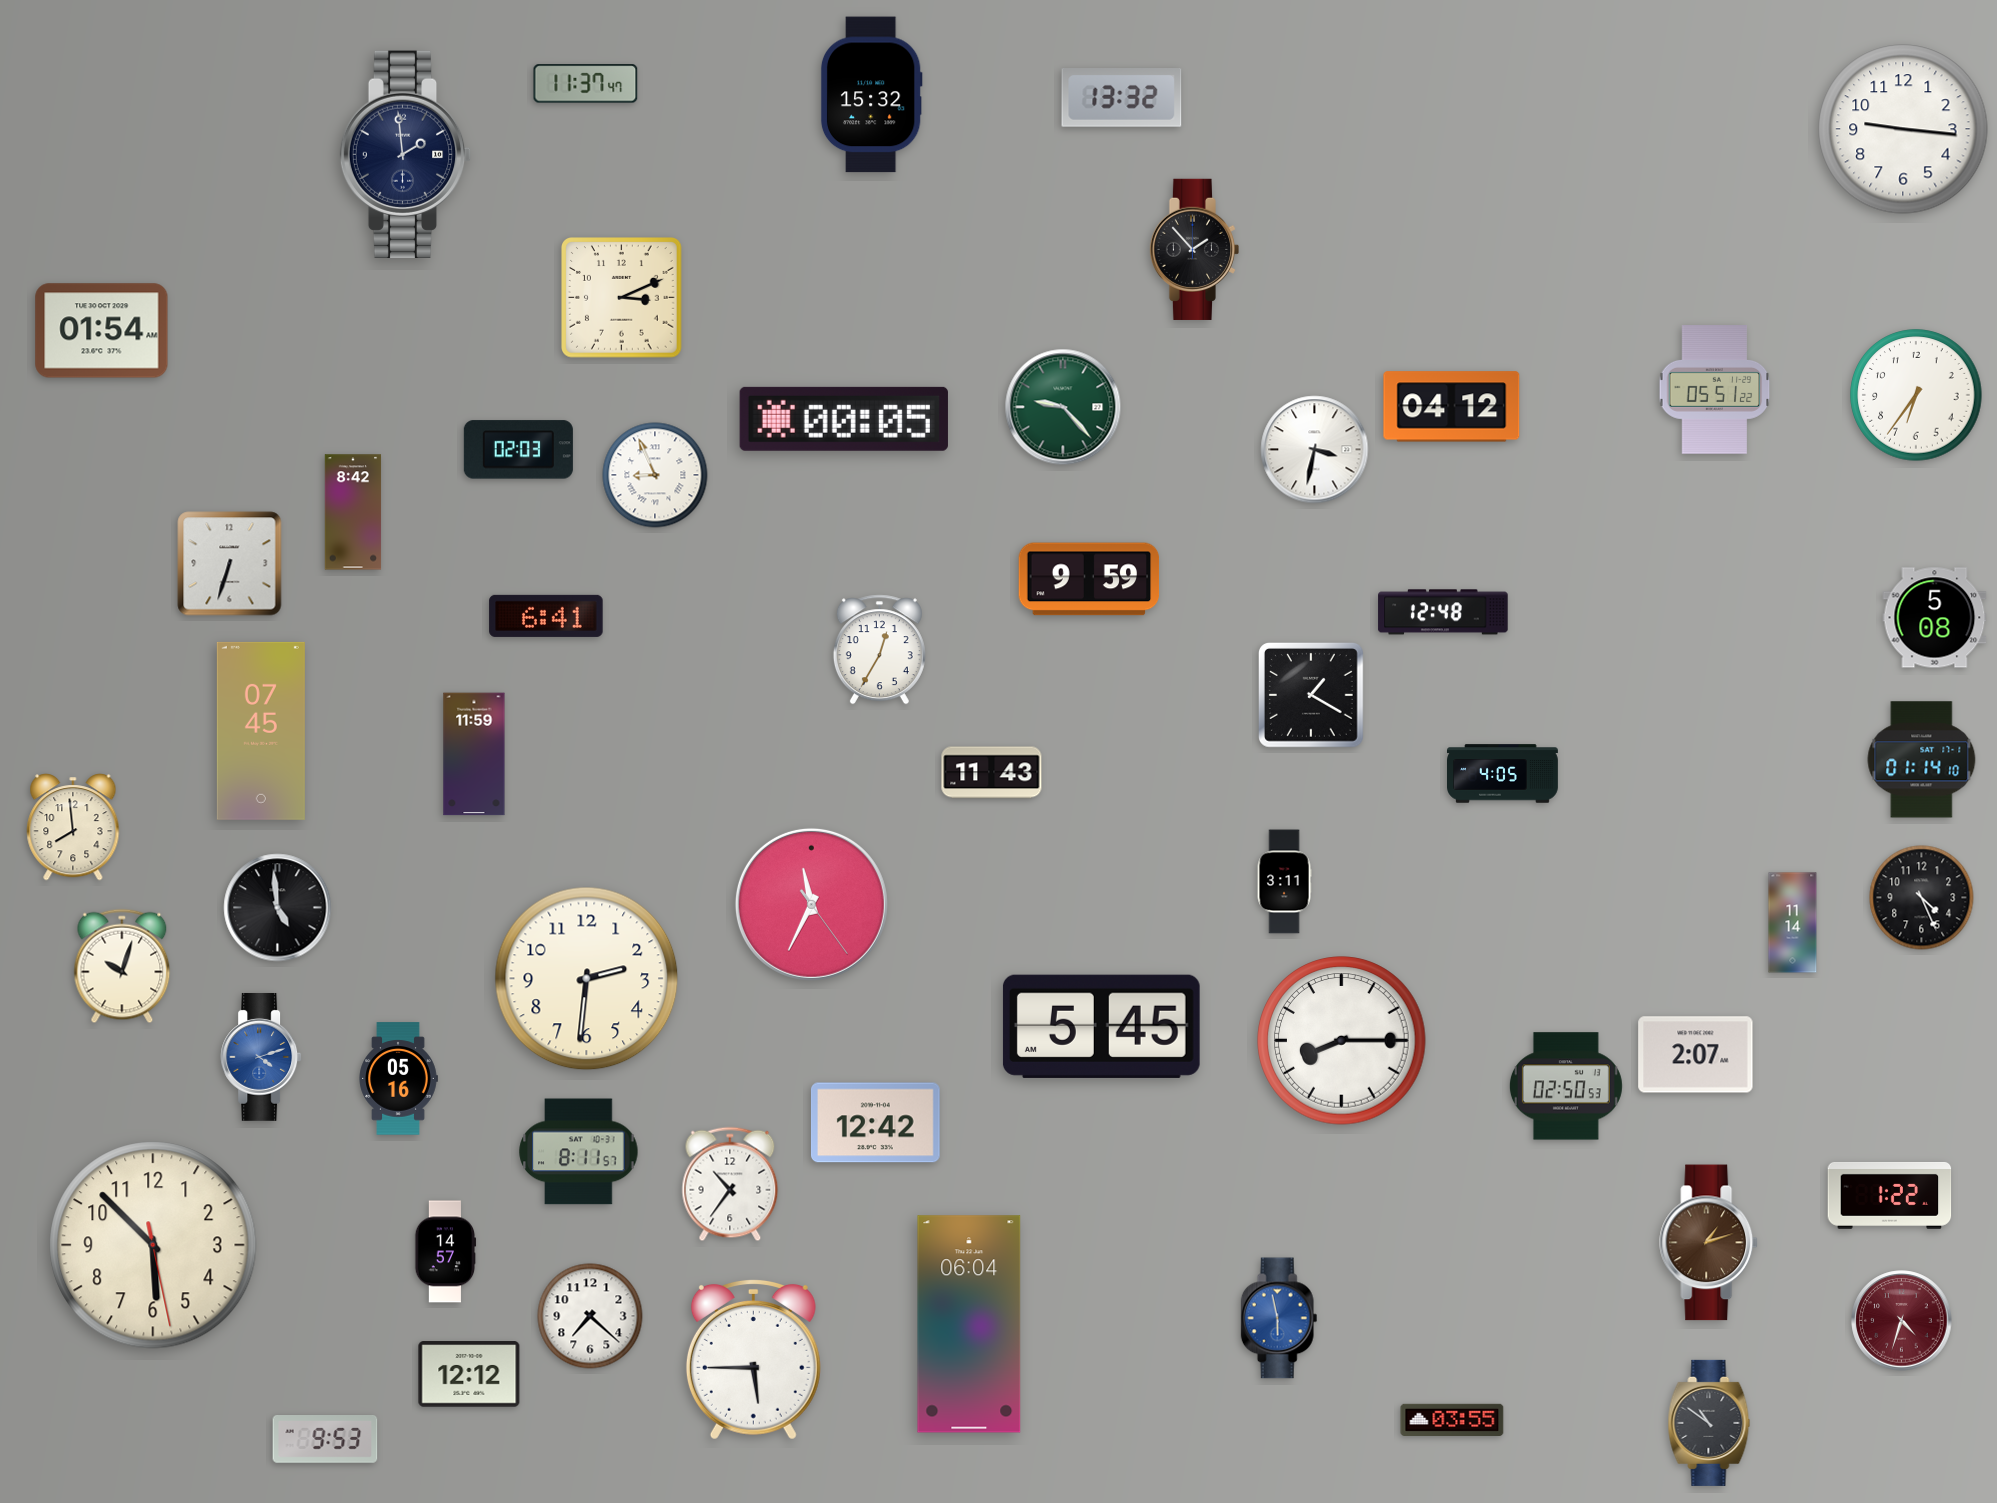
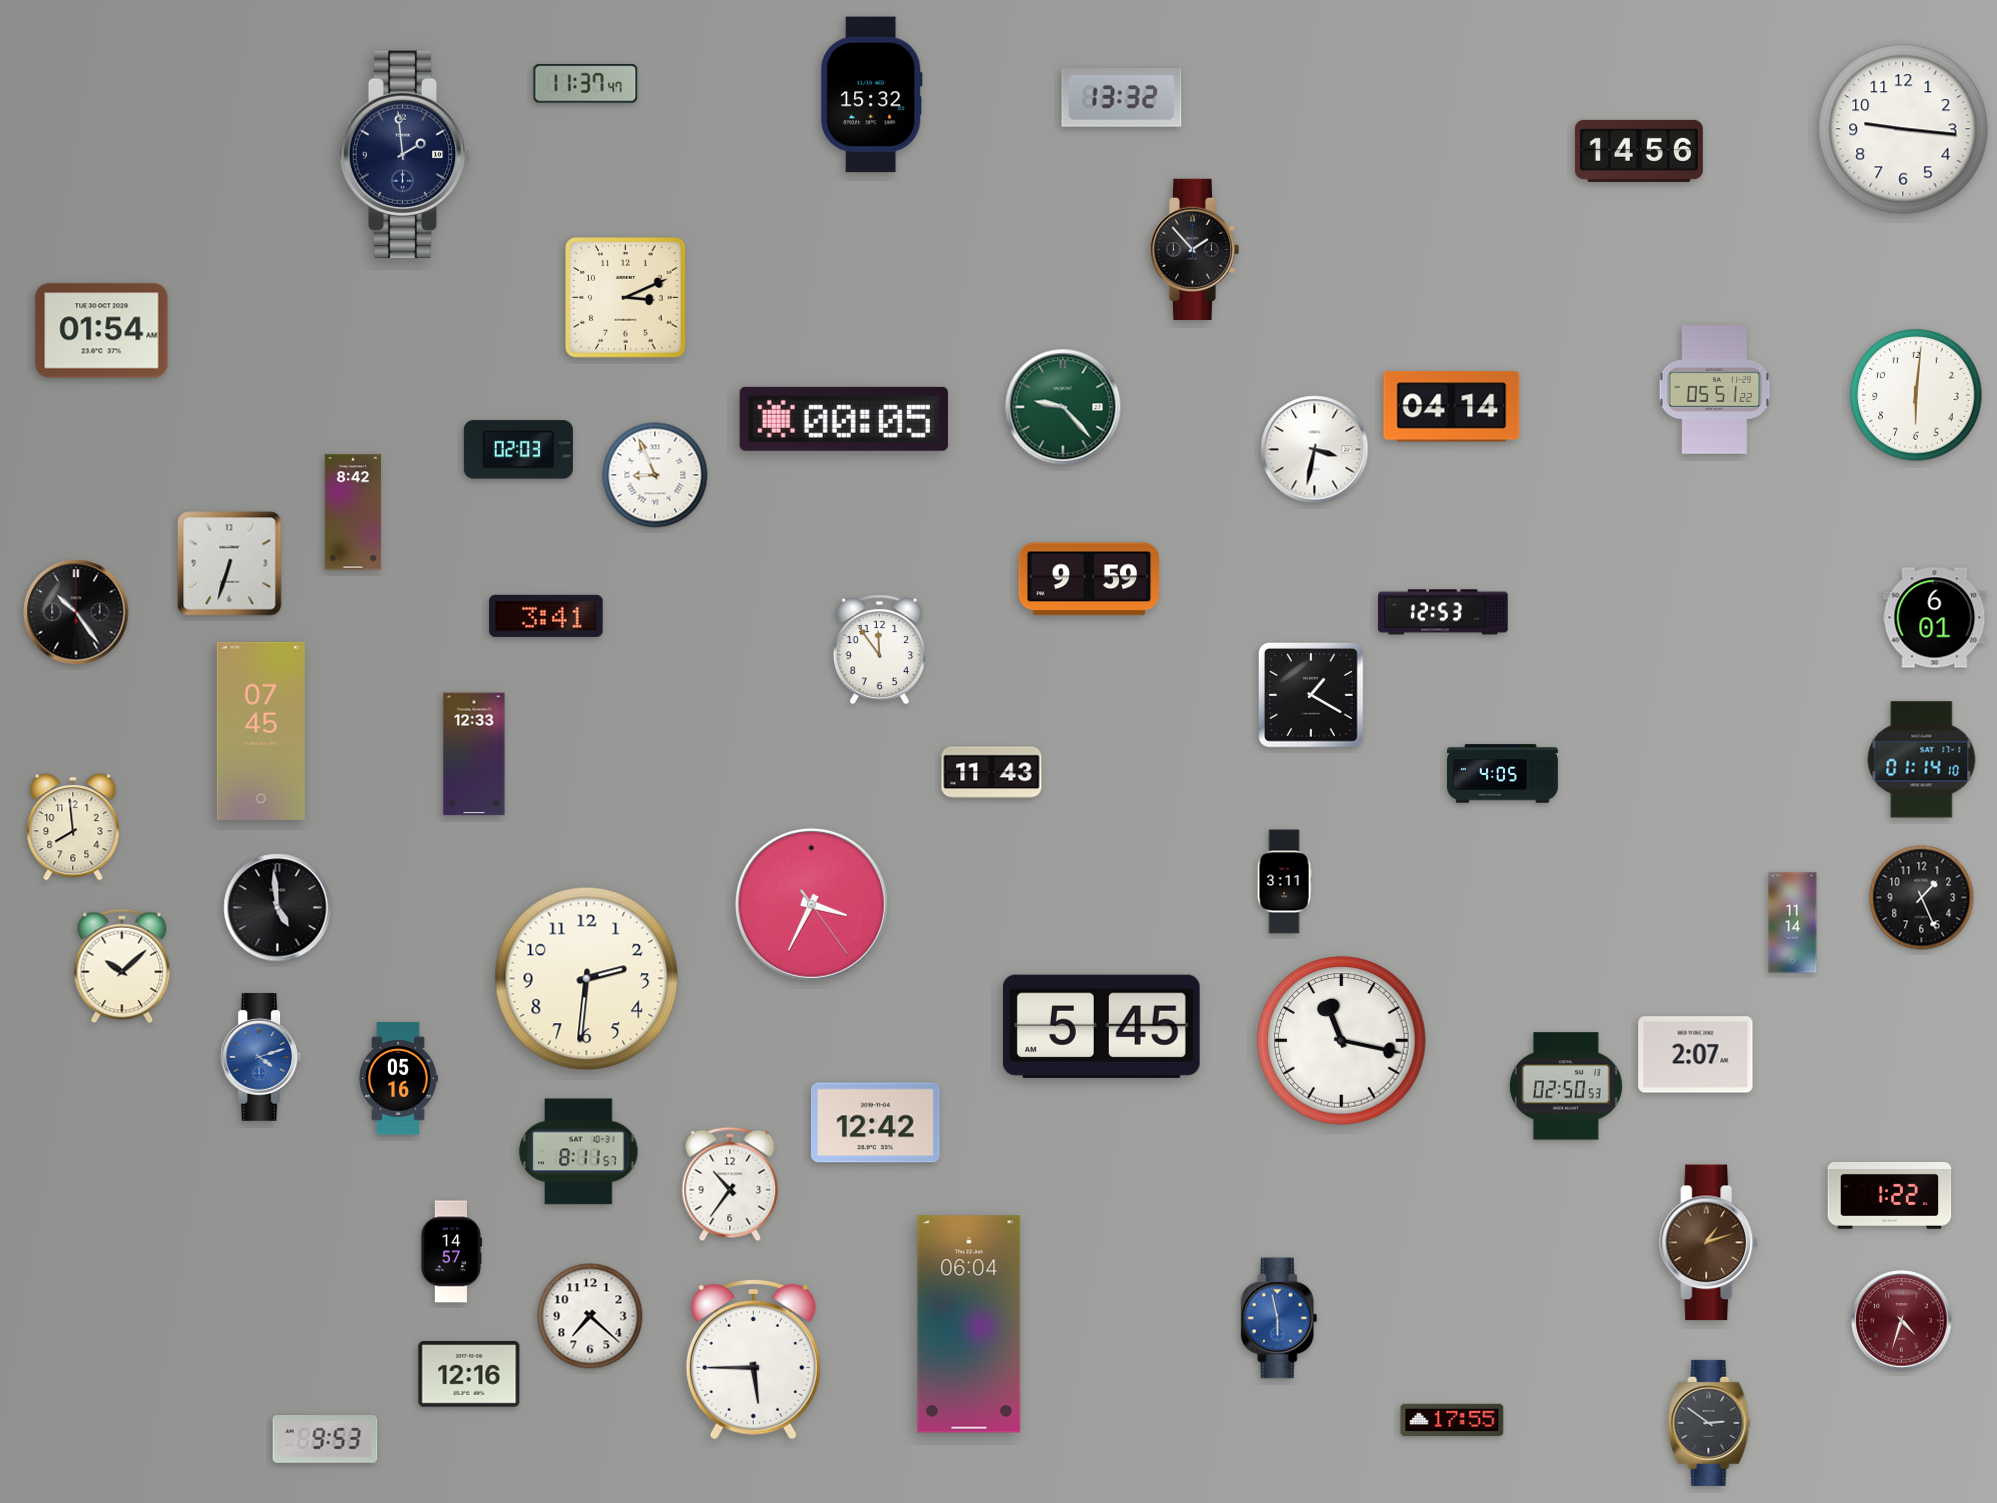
clock at (1639, 151): none -> 14:56
clock at (622, 298) position: (622, 298) -> (626, 298)
clock at (1916, 395): 6:36 -> 6:01
clock at (1452, 407): 04:12 -> 04:14
clock at (76, 612): none -> 10:24
clock at (1443, 612): 12:48 -> 12:53
clock at (546, 616): 6:41 -> 3:41
clock at (1935, 618): 5:08 -> 6:01
clock at (879, 650): 12:35 -> 11:54
clock at (474, 754): 11:59 -> 12:33
clock at (1922, 898): 4:26 -> 1:26
clock at (811, 904): 11:34 -> 3:34
clock at (122, 966): 10:03 -> 10:08
clock at (1342, 1041): 8:15 -> 11:17
clock at (153, 1245): 5:52 -> none
clock at (445, 1252) position: (445, 1252) -> (451, 1252)
clock at (469, 1374): 12:12 -> 12:16
clock at (1452, 1420): 03:55 -> 17:55
clock at (1709, 1423): 10:51 -> 2:51
